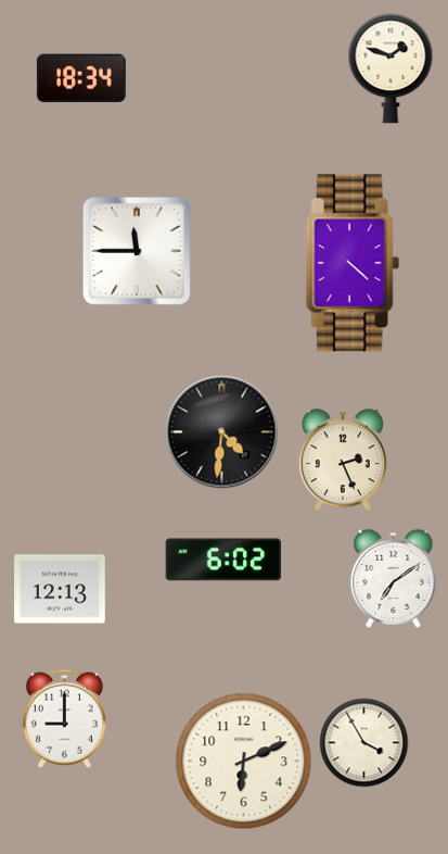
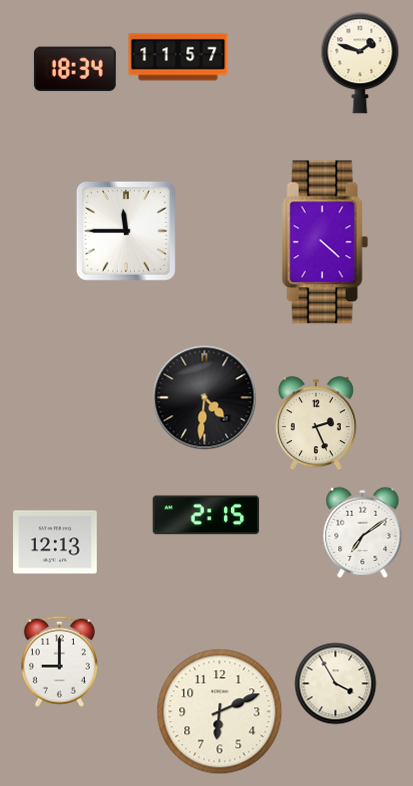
clock at (178, 57): none -> 11:57
clock at (81, 78) position: (81, 78) -> (75, 69)
clock at (223, 560): 6:02 -> 2:15
clock at (244, 762) position: (244, 762) -> (220, 712)
